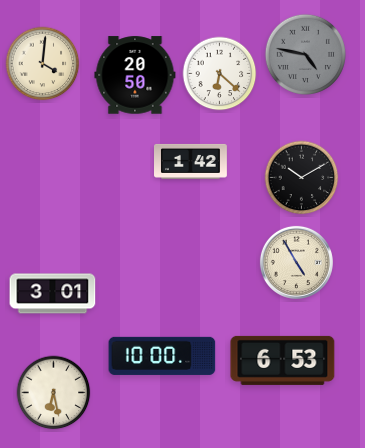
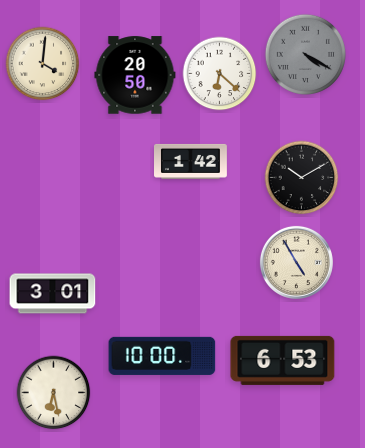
clock at (305, 54): 4:47 -> 4:20
